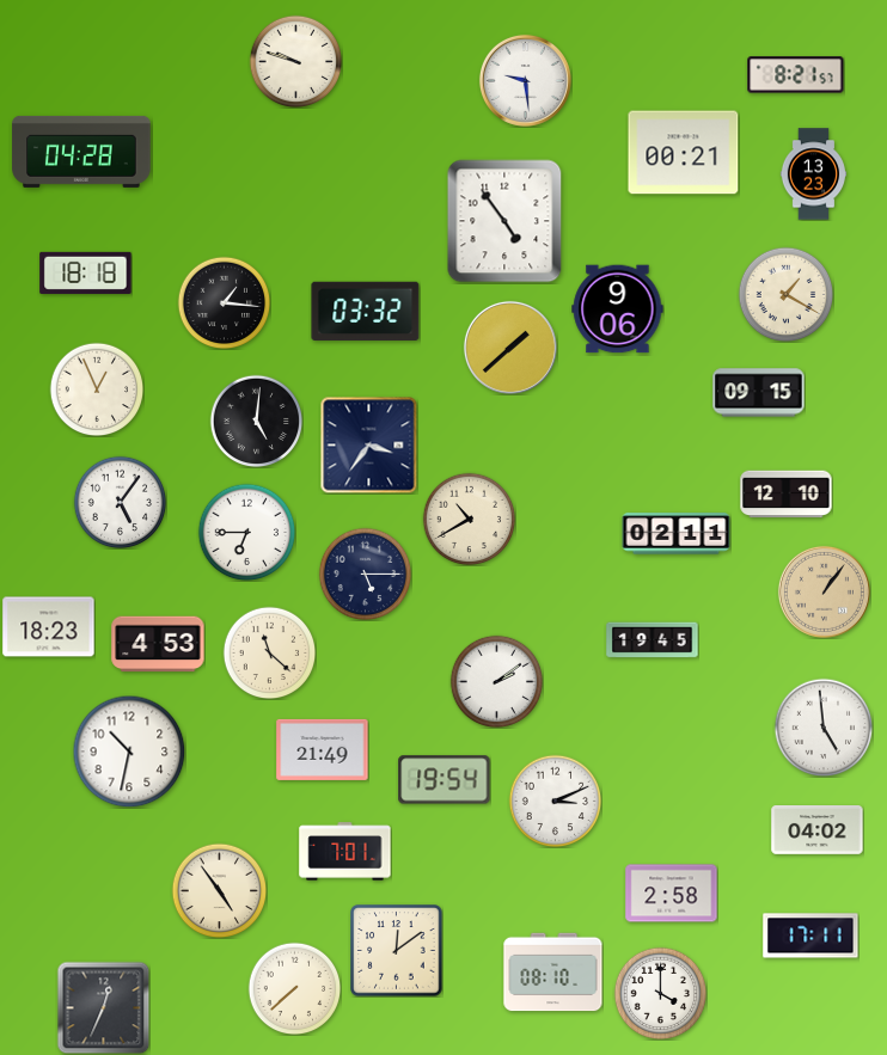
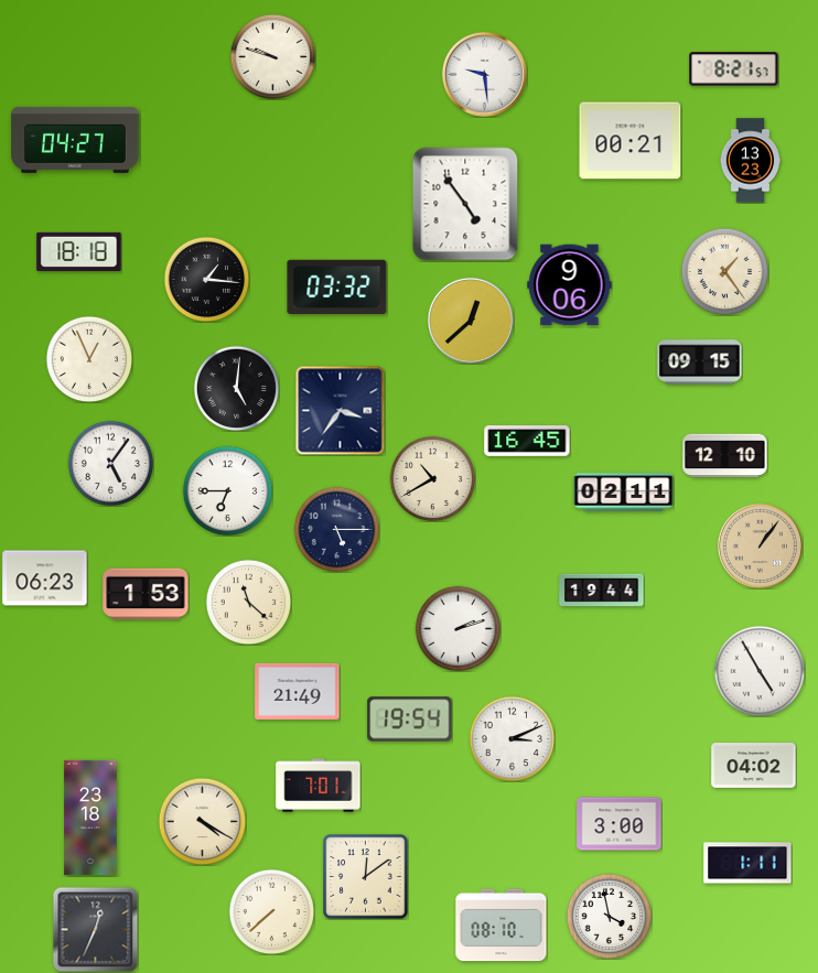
clock at (81, 152): 04:28 -> 04:27
clock at (785, 294): 1:20 -> 1:24
clock at (510, 348): 1:38 -> 12:38
clock at (527, 442): none -> 16:45
clock at (49, 627): 18:23 -> 06:23
clock at (653, 640): 19:45 -> 19:44
clock at (158, 644): 4:53 -> 1:53
clock at (496, 681): 2:09 -> 2:12
clock at (824, 728): 4:59 -> 4:55
clock at (129, 752): 10:32 -> none
clock at (90, 818): none -> 23:18
clock at (219, 890): 4:54 -> 4:20
clock at (672, 894): 2:58 -> 3:00
clock at (810, 936): 17:11 -> 1:11
clock at (553, 973) position: (553, 973) -> (502, 926)
clock at (660, 993): 4:00 -> 3:58
